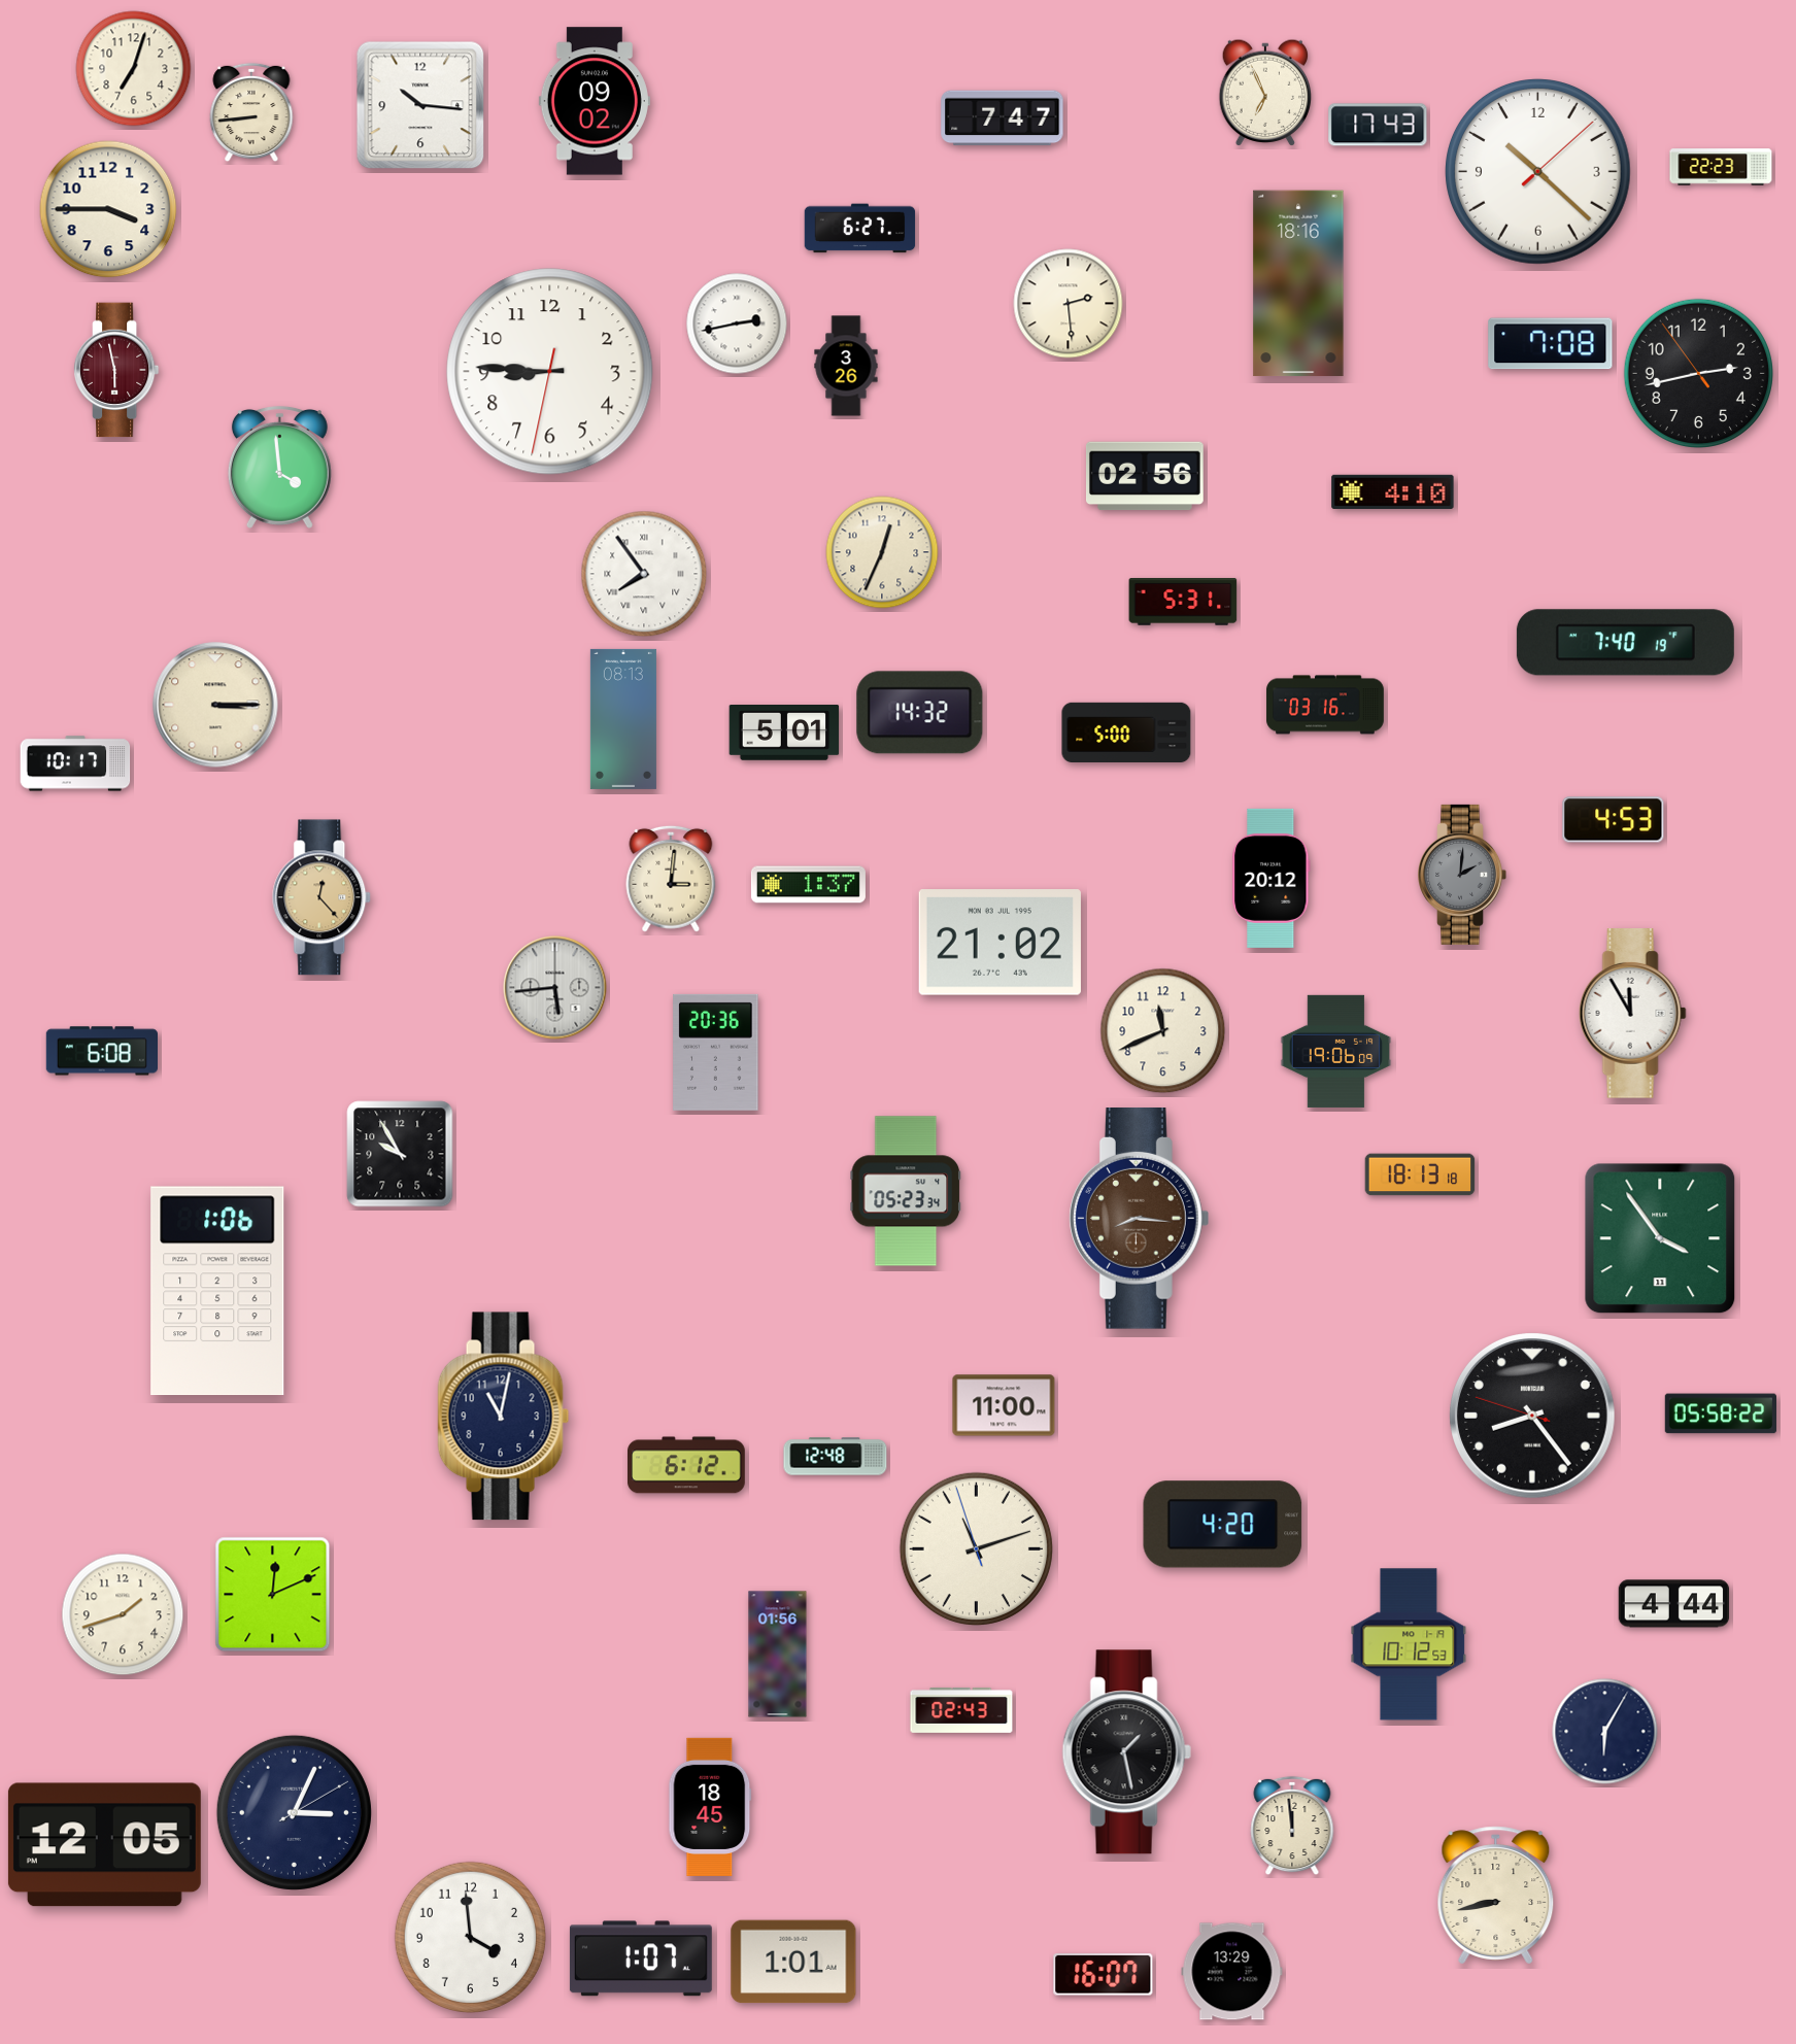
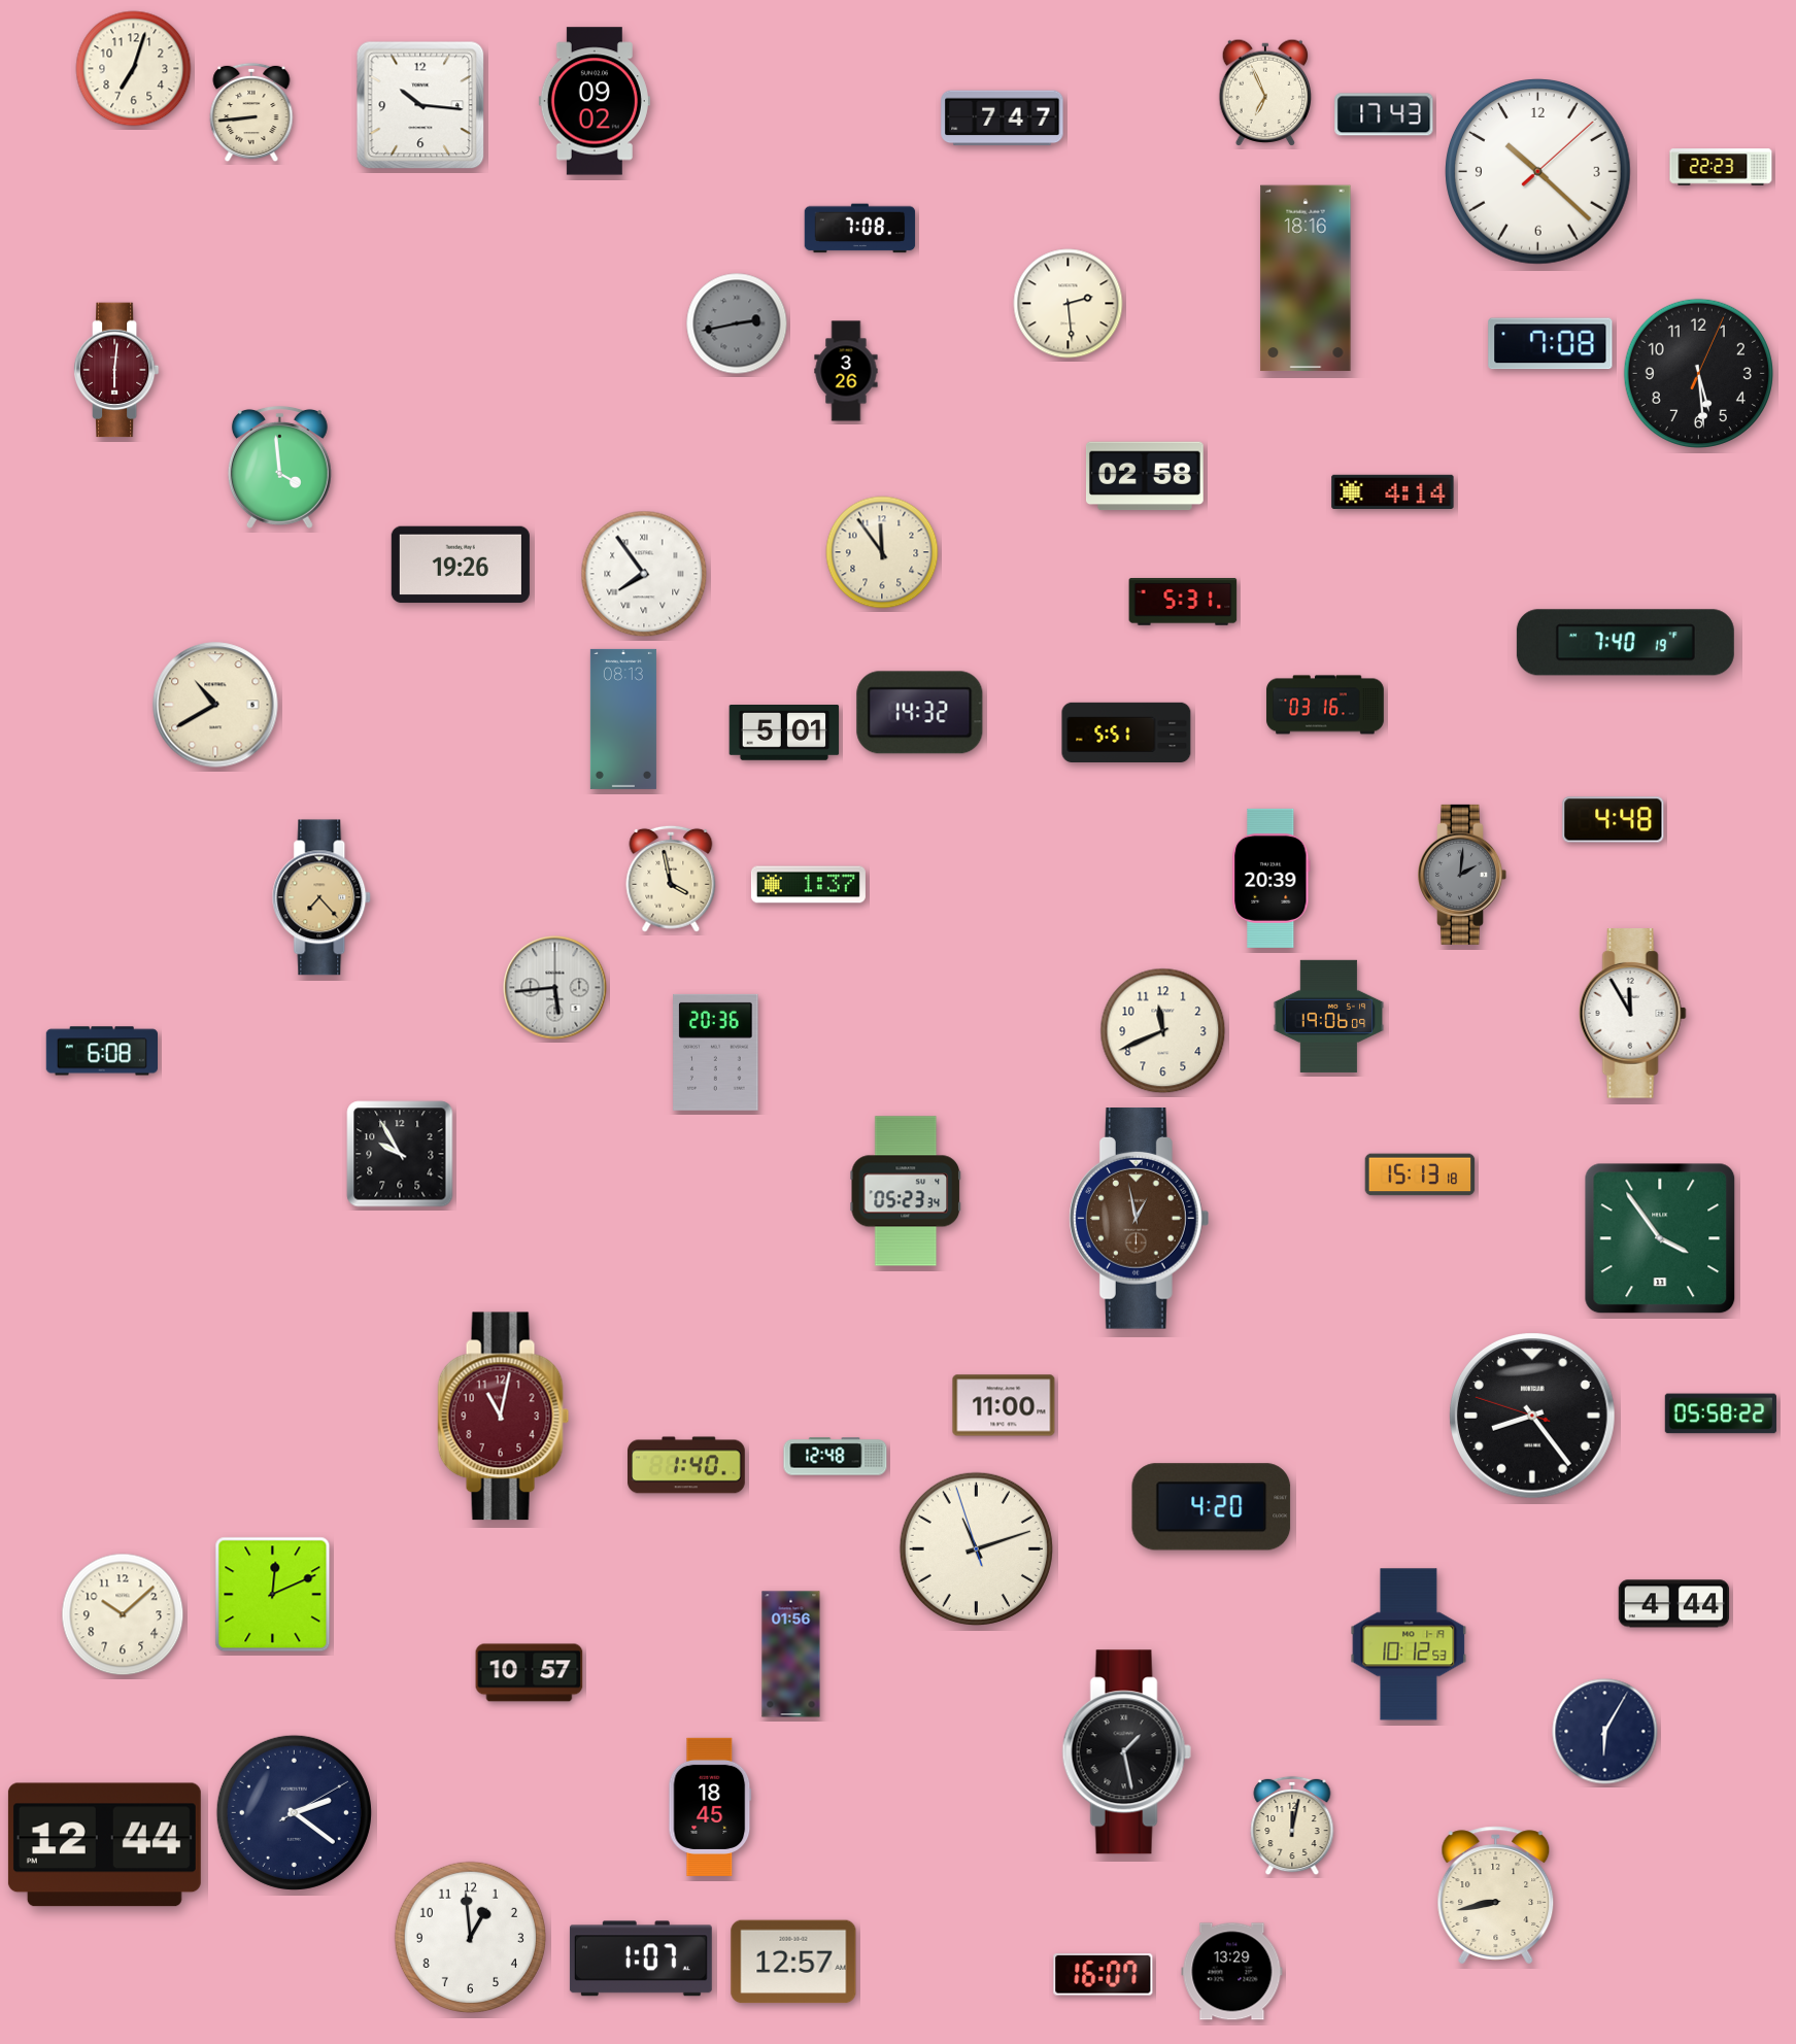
clock at (1378, 125) position: (1378, 125) -> (1384, 114)
clock at (108, 209): 3:45 -> none
clock at (860, 229): 6:27 -> 7:08
clock at (1298, 283) position: (1298, 283) -> (1306, 278)
clock at (737, 323) dial: white -> grey
clock at (846, 366) position: (846, 366) -> (846, 371)
clock at (116, 370): 5:58 -> 6:01
clock at (550, 372): 8:45 -> none
clock at (1698, 373): 2:42 -> 5:29
clock at (1145, 476): 02:56 -> 02:58
clock at (1393, 491): 4:10 -> 4:14
clock at (882, 552): 12:34 -> 11:54
clock at (461, 565): none -> 19:26
clock at (215, 705): 3:15 -> 10:40
clock at (1126, 731): 5:00 -> 5:51
clock at (75, 763): 10:17 -> none
clock at (1614, 820): 4:53 -> 4:48
clock at (1272, 878): 20:12 -> 20:39
clock at (671, 879): 3:01 -> 3:58
clock at (323, 897): 12:23 -> 7:23
clock at (999, 943): 21:02 -> none
clock at (1336, 1051) position: (1336, 1051) -> (1329, 1016)
clock at (1420, 1174): 18:13 -> 15:13
clock at (1139, 1219): 8:16 -> 12:58
clock at (217, 1291): 1:06 -> none
clock at (504, 1417) dial: navy -> burgundy
clock at (687, 1465): 6:12 -> 1:40
clock at (1223, 1525) position: (1223, 1525) -> (1212, 1507)
clock at (123, 1614): 1:42 -> 10:08
clock at (778, 1655) position: (778, 1655) -> (791, 1655)
clock at (530, 1673): none -> 10:57
clock at (961, 1710): 02:43 -> none
clock at (294, 1812): 3:04 -> 2:21
clock at (1292, 1826): 11:59 -> 12:02
clock at (104, 1845): 12:05 -> 12:44
clock at (470, 1937): 3:59 -> 12:59
clock at (793, 1962): 1:01 -> 12:57
